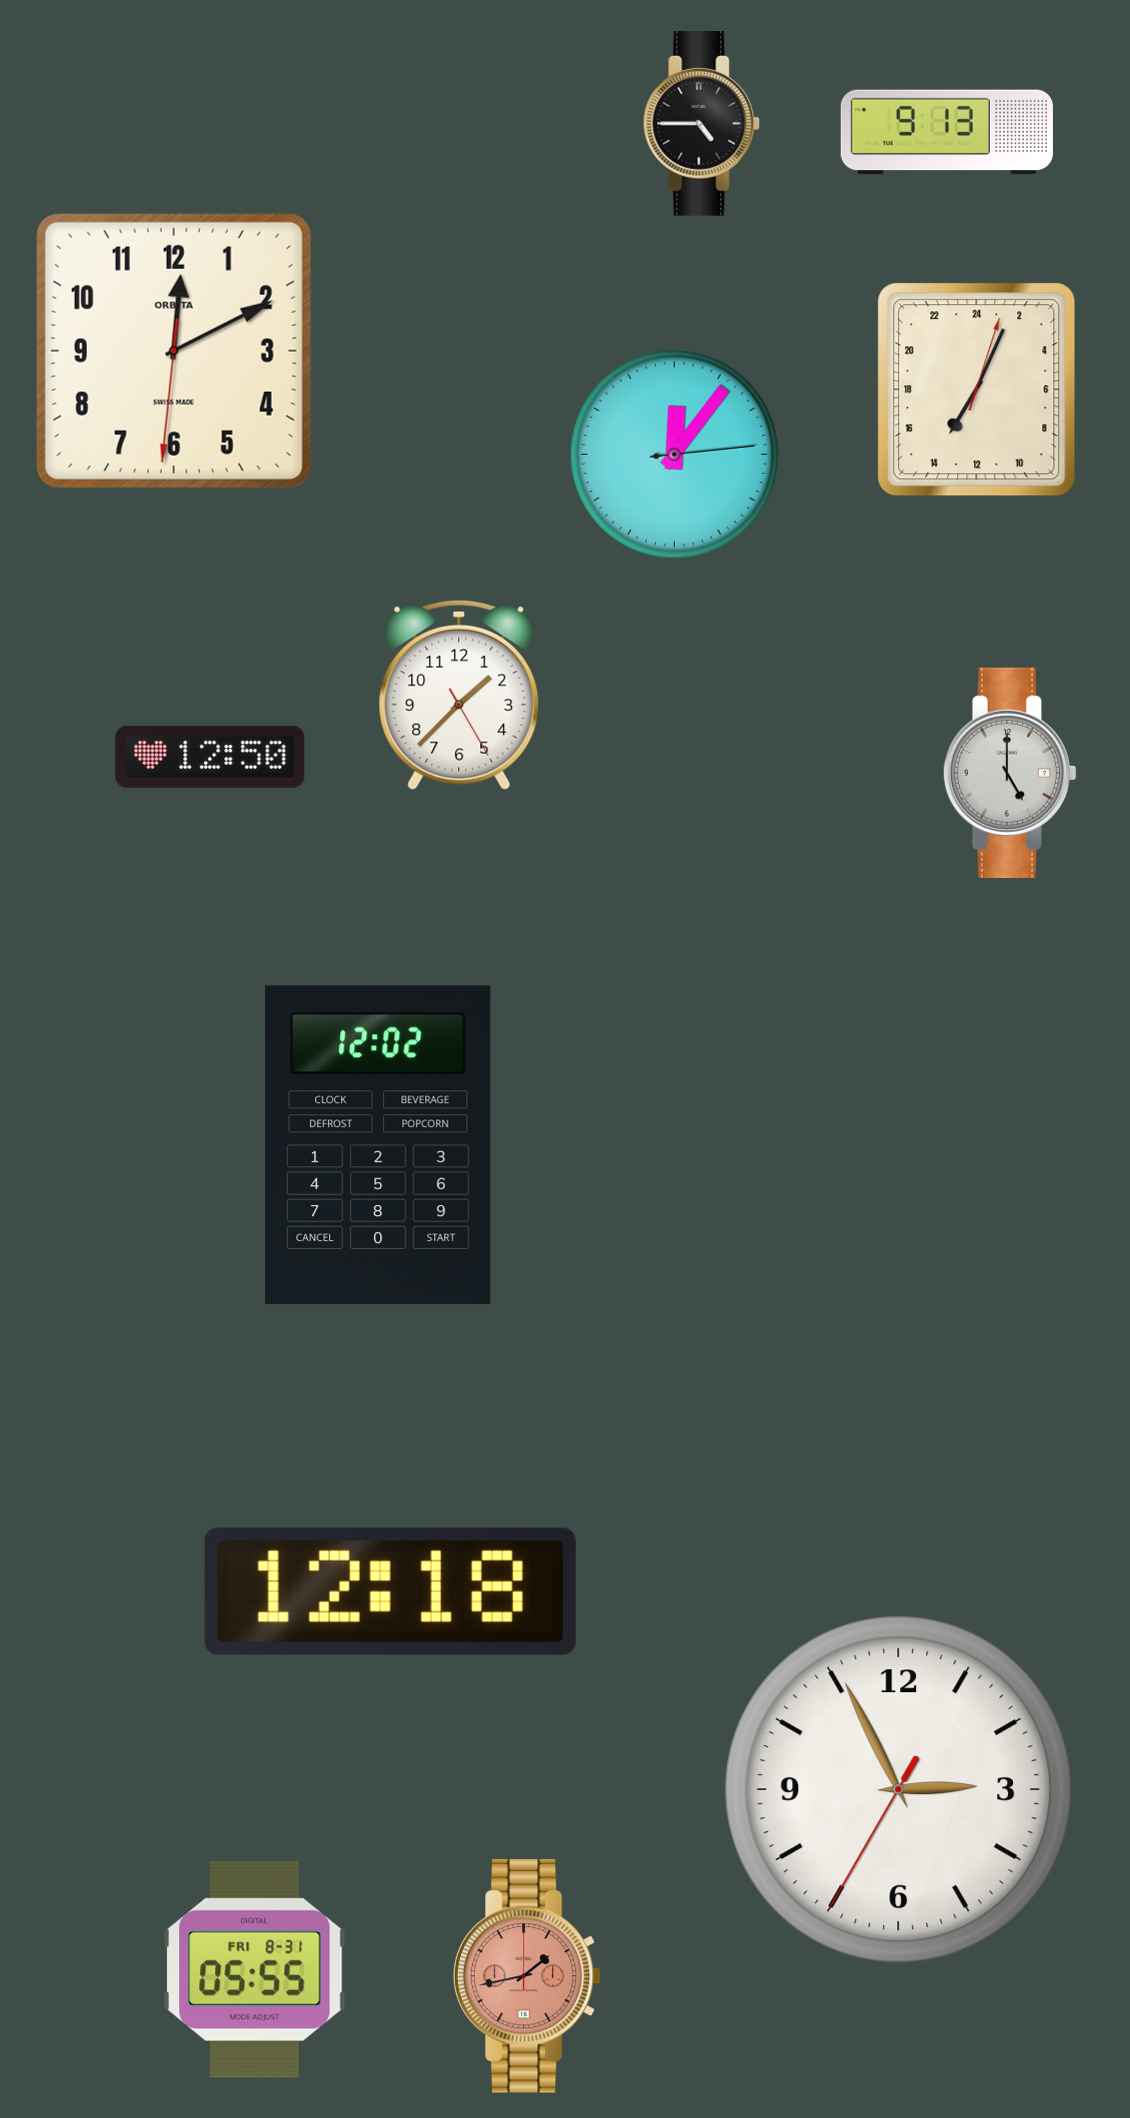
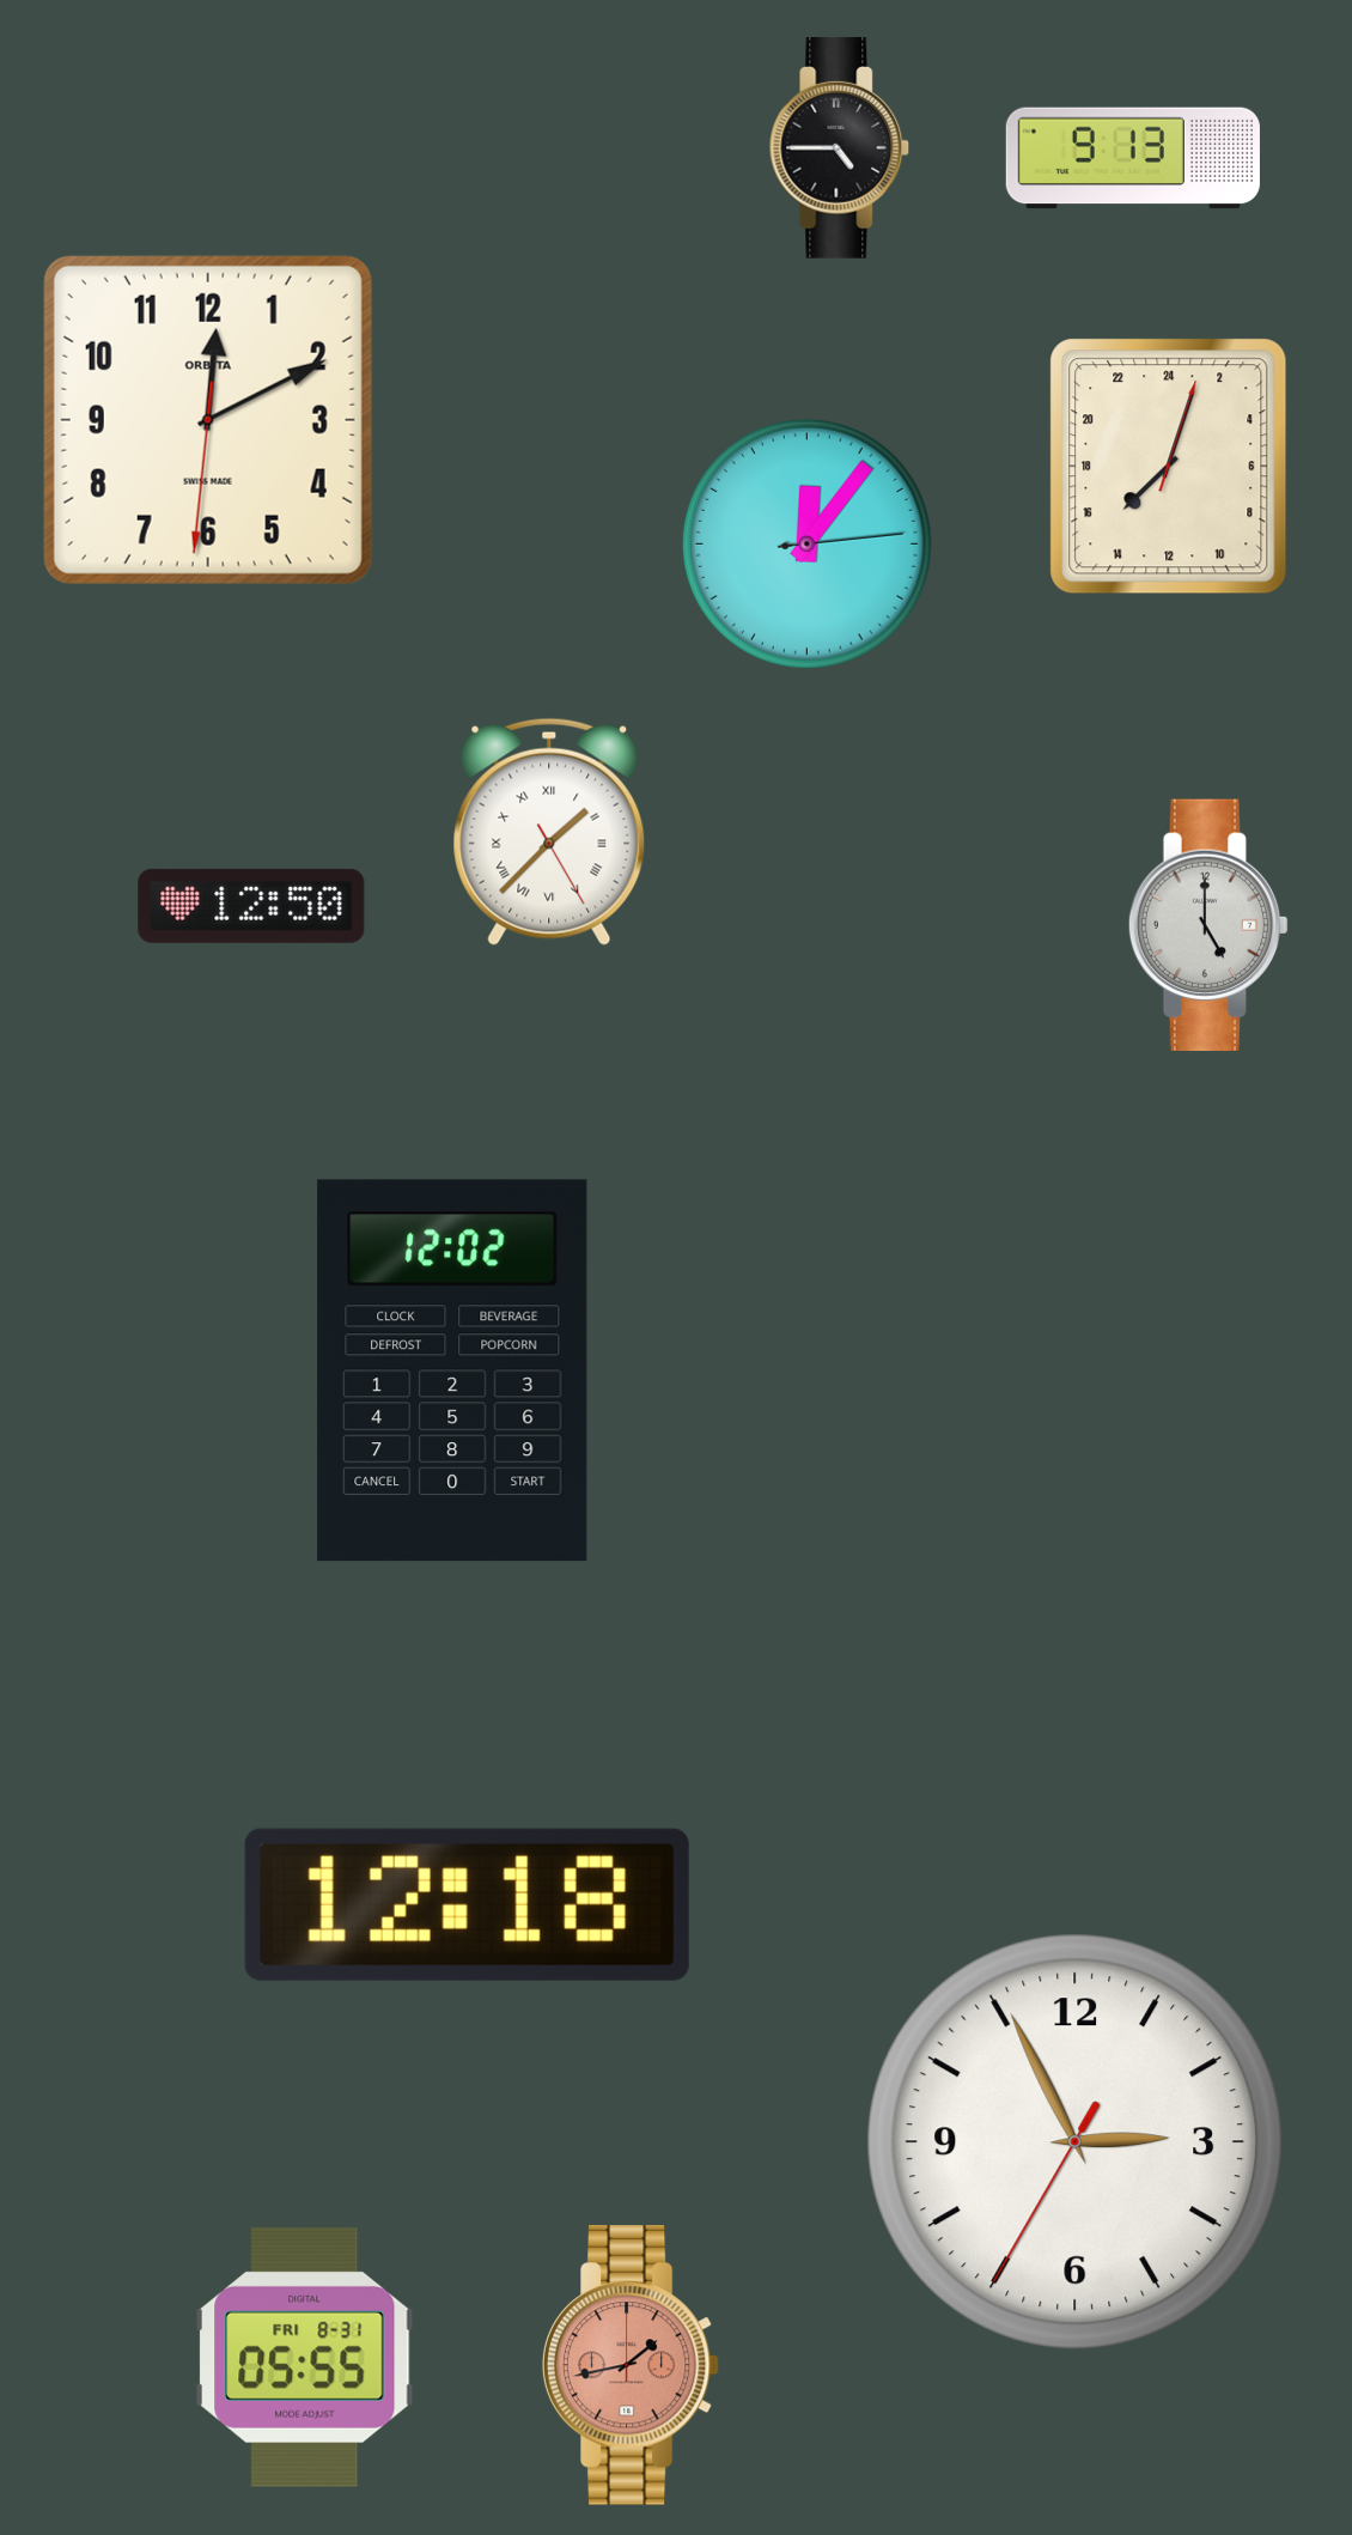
clock at (977, 390): 14:04 -> 15:03
clock at (459, 695) numerals: Arabic -> Roman
